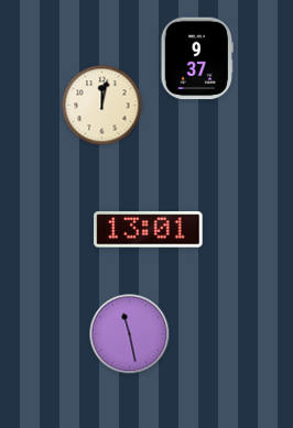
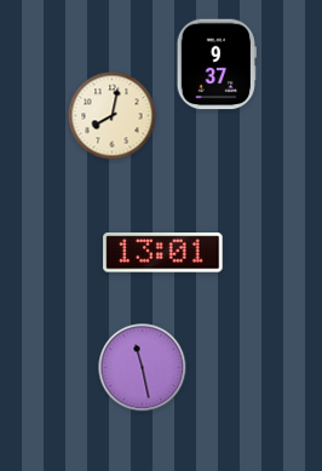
clock at (102, 106): 12:02 -> 8:02
